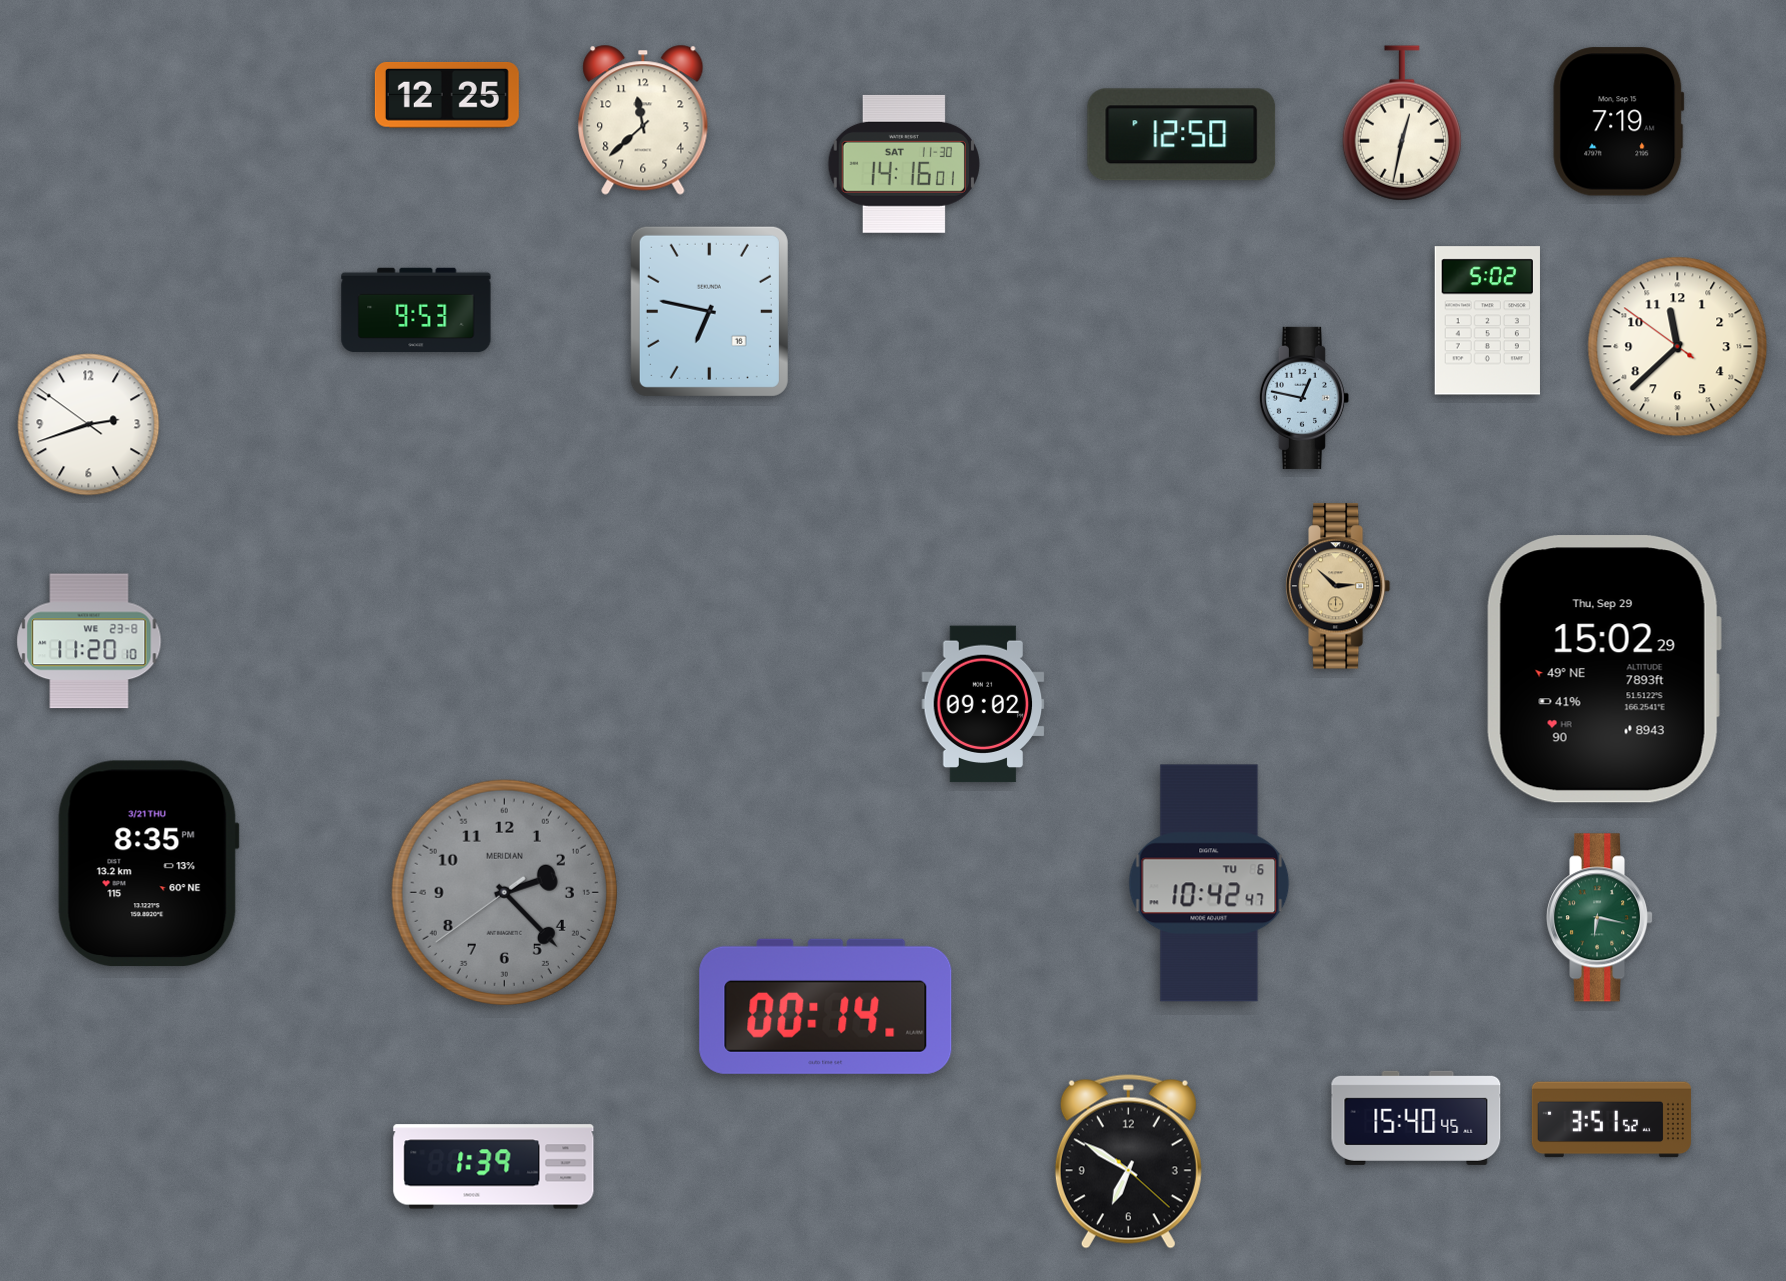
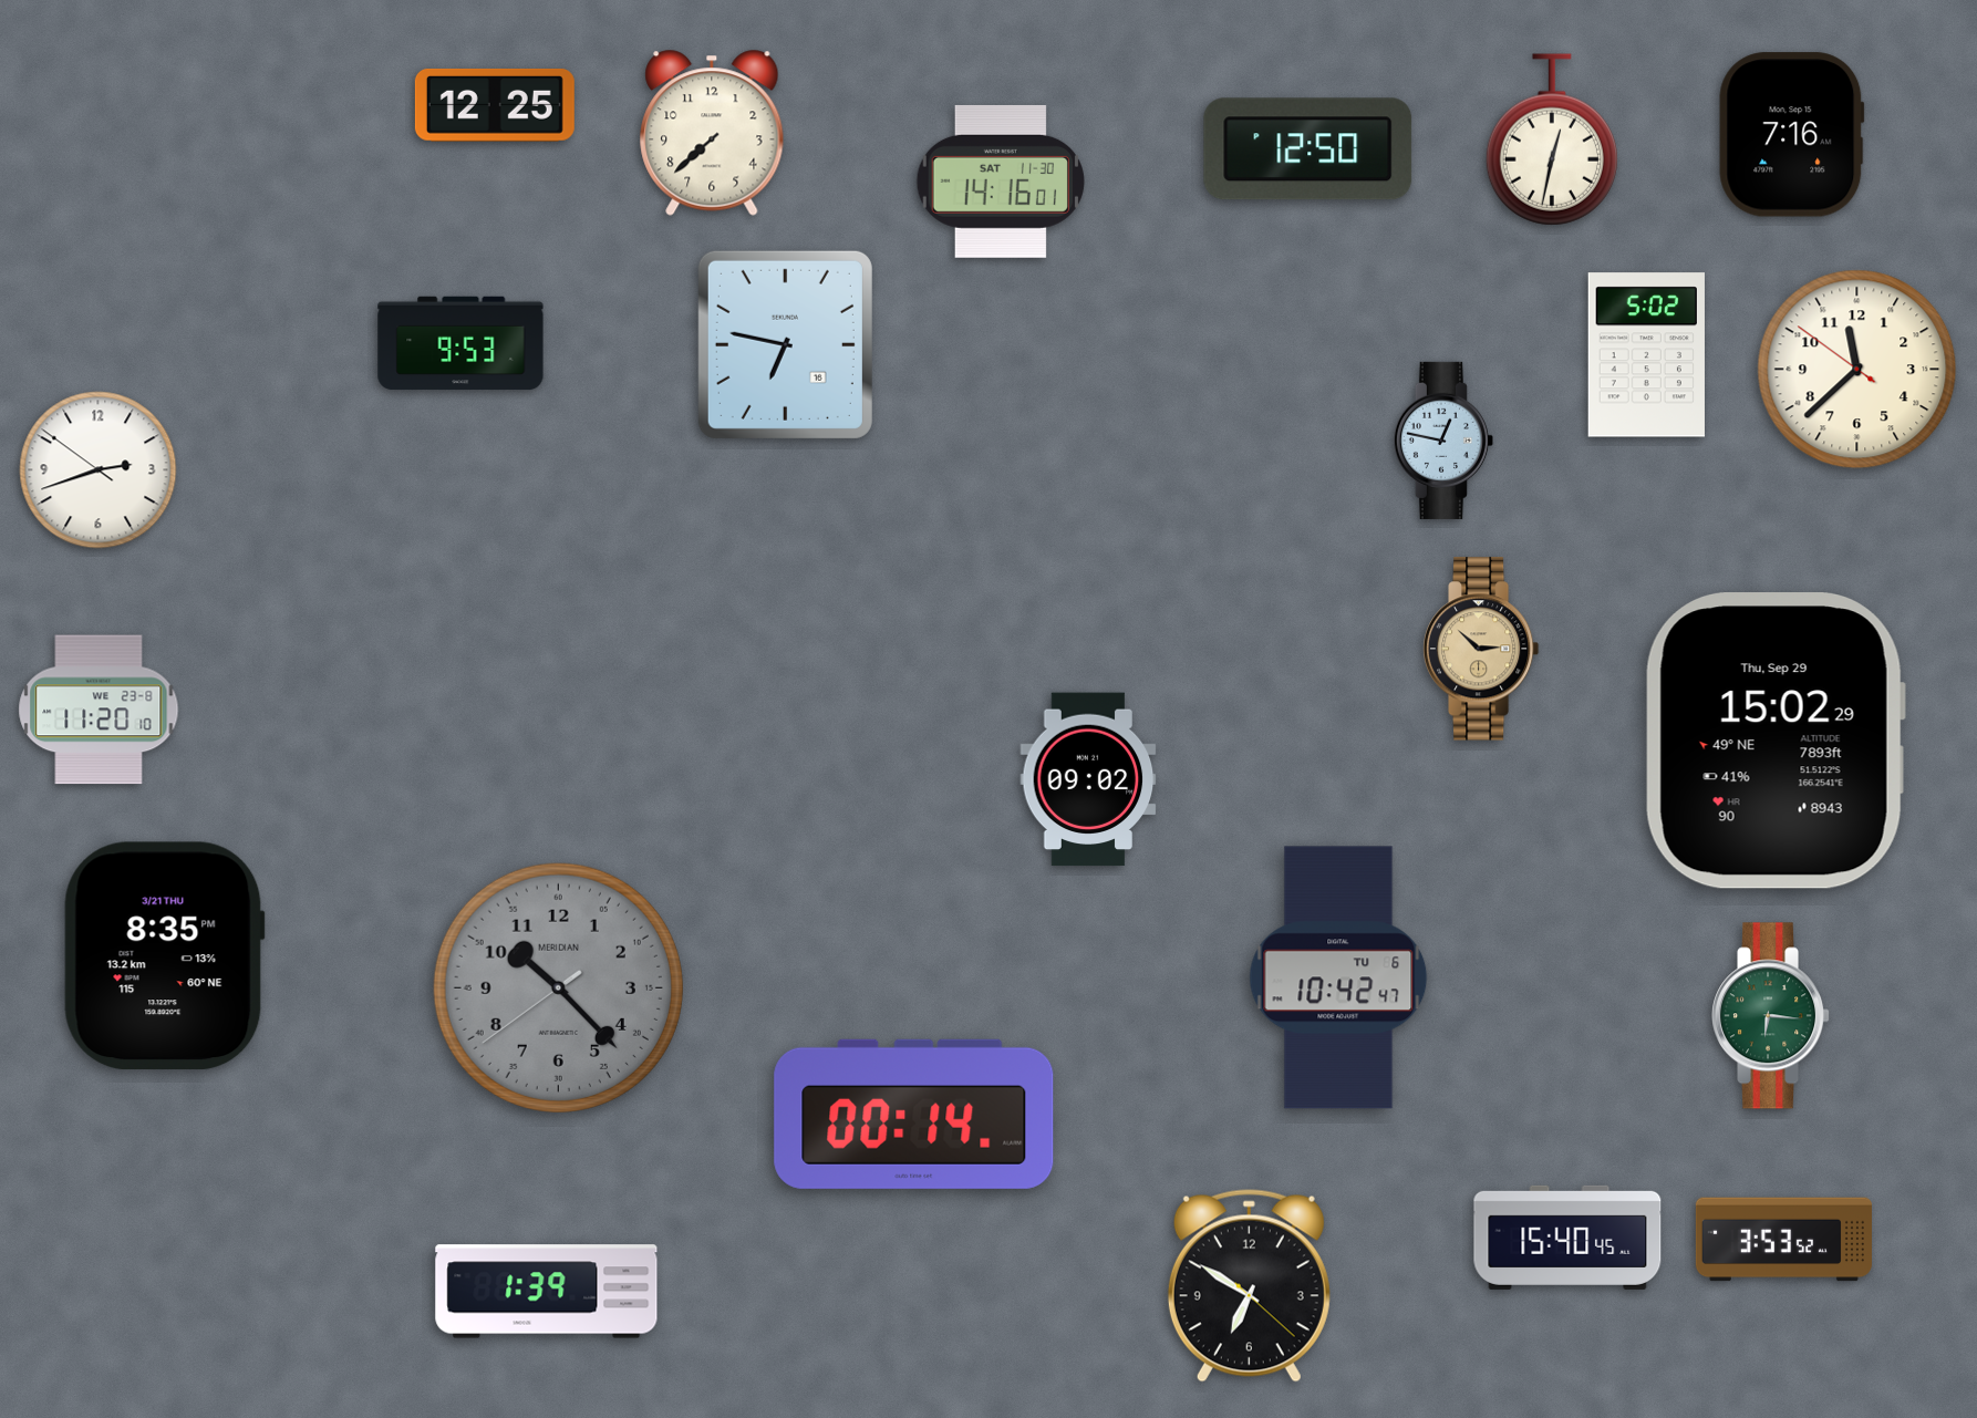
clock at (643, 120): 11:38 -> 7:38
clock at (1619, 122): 7:19 -> 7:16
clock at (1402, 123) position: (1402, 123) -> (1552, 139)
clock at (1678, 347) position: (1678, 347) -> (1857, 370)
clock at (504, 892): 2:22 -> 10:22
clock at (1600, 918): 6:17 -> 6:16
clock at (1611, 1120): 3:51 -> 3:53
